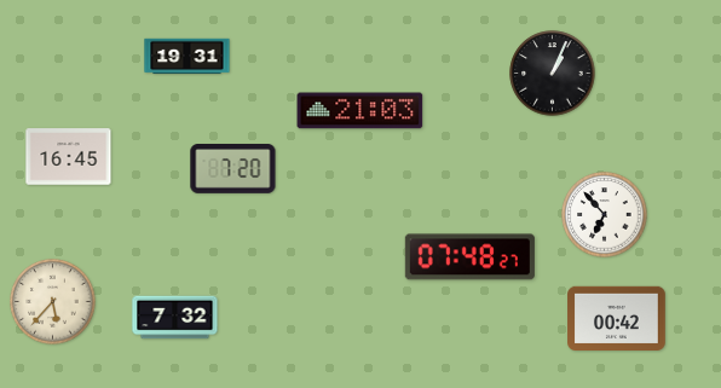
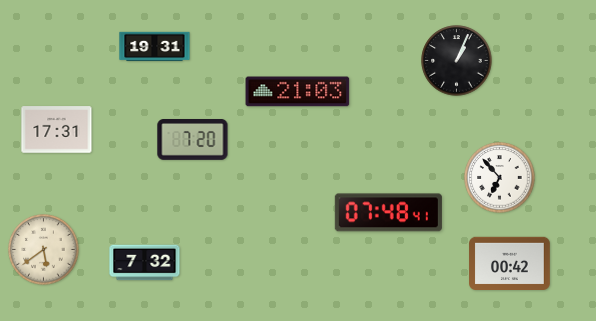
clock at (69, 157): 16:45 -> 17:31
clock at (469, 257): 07:48:27 -> 07:48:41
clock at (53, 302): 5:37 -> 5:39
